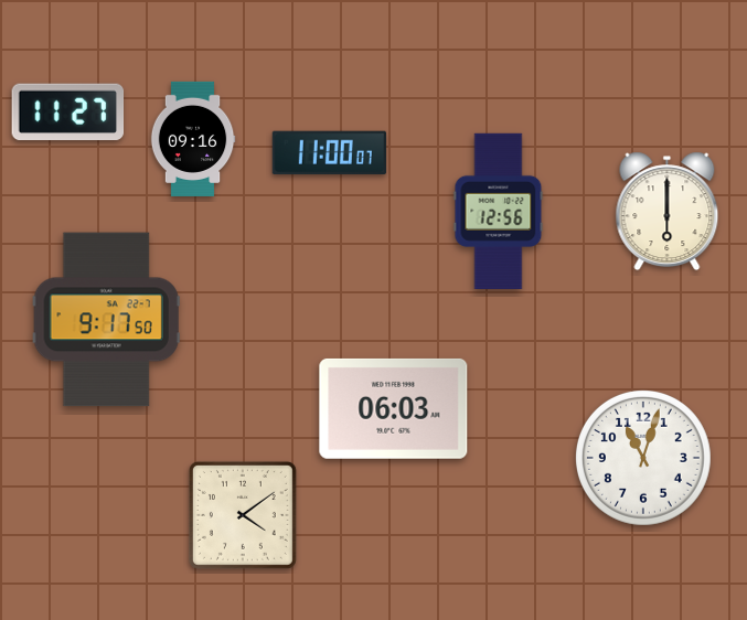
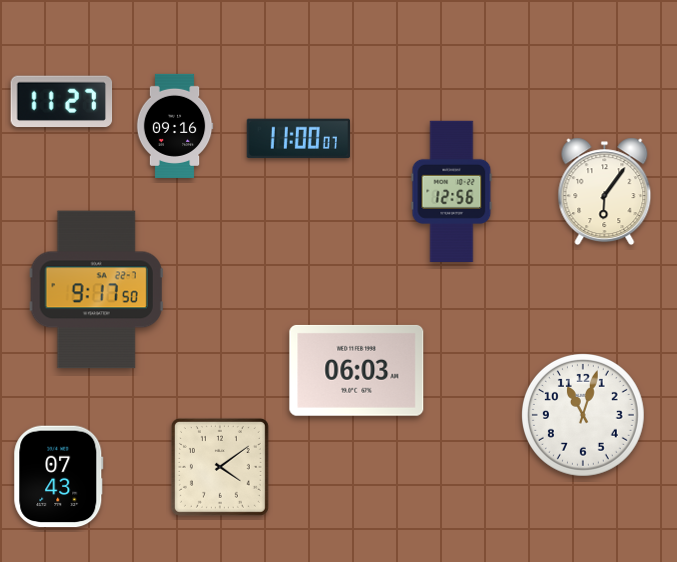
clock at (668, 212): 6:00 -> 6:06
clock at (59, 477): none -> 07:43
